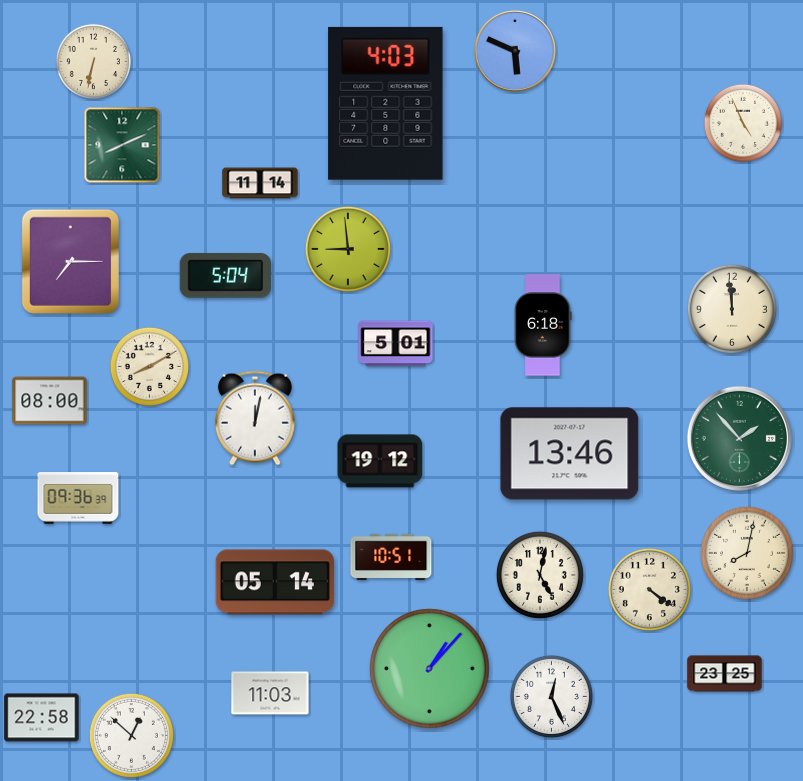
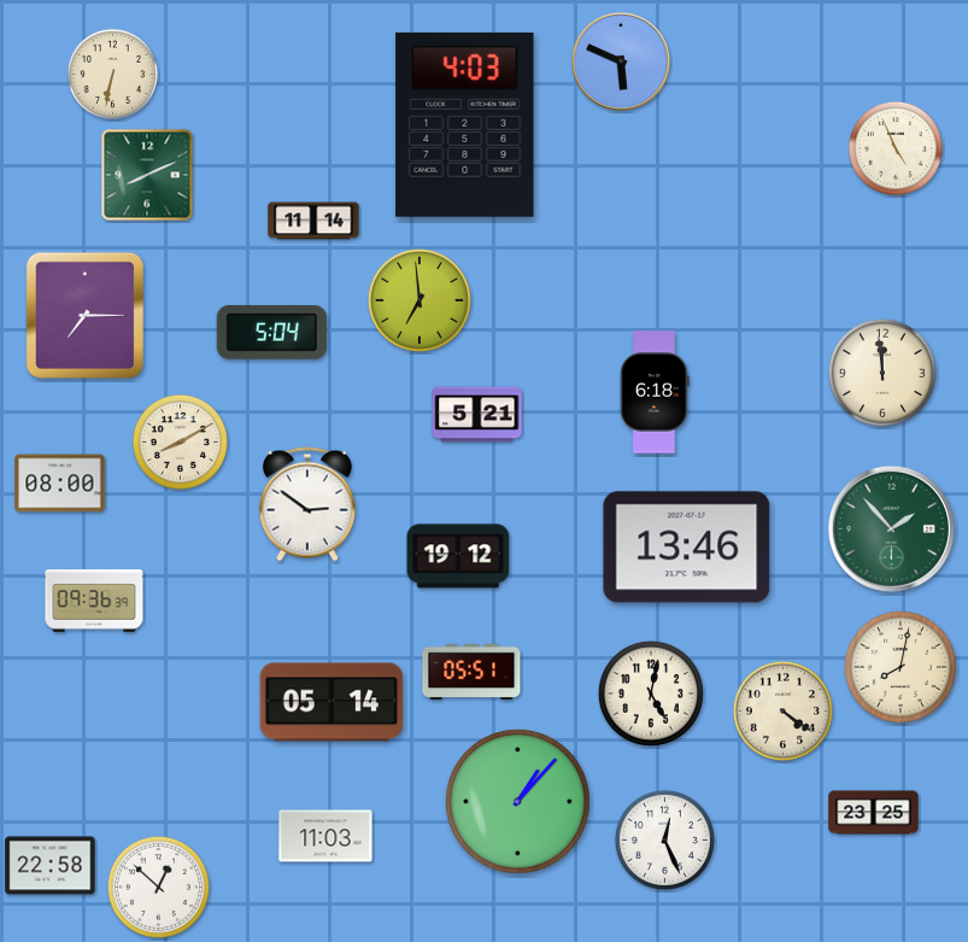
clock at (348, 249): 8:59 -> 6:59
clock at (396, 344): 5:01 -> 5:21
clock at (255, 418): 12:02 -> 2:51
clock at (391, 557): 10:51 -> 05:51
clock at (430, 669) position: (430, 669) -> (518, 802)
